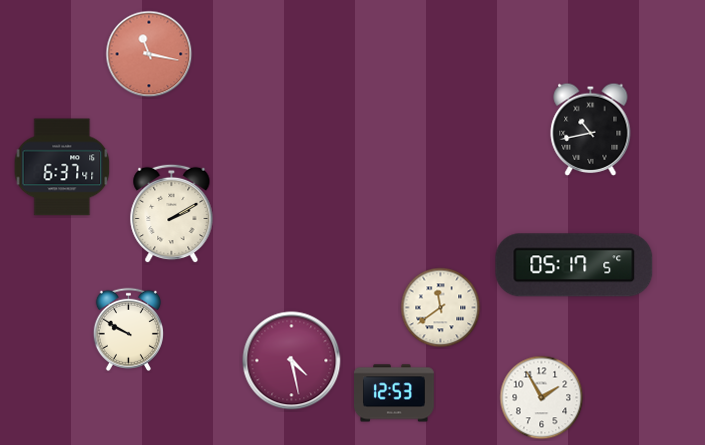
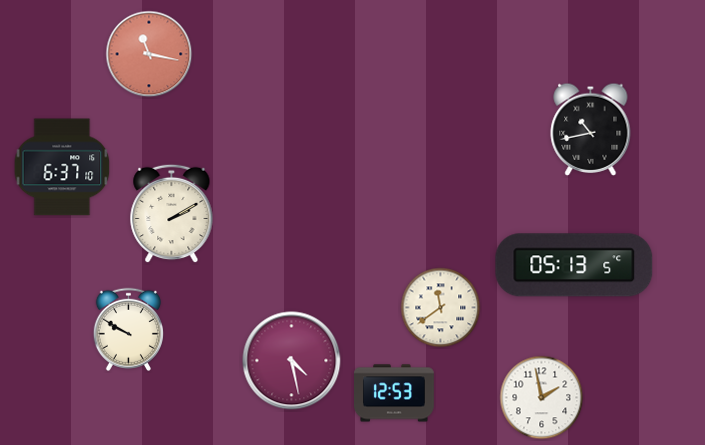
clock at (62, 167): 6:37:41 -> 6:37:10
clock at (574, 265): 05:17 -> 05:13
clock at (542, 398): 1:55 -> 1:58
